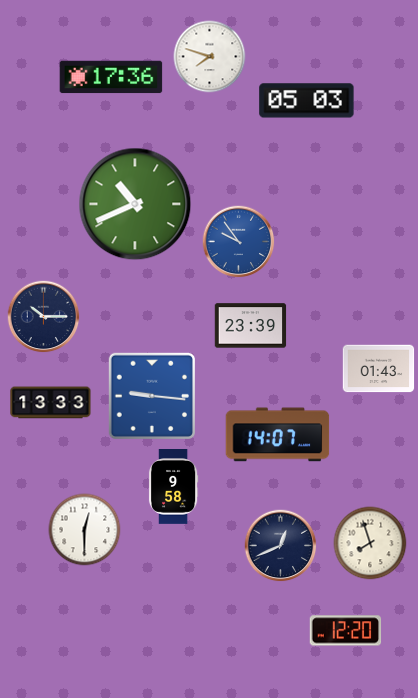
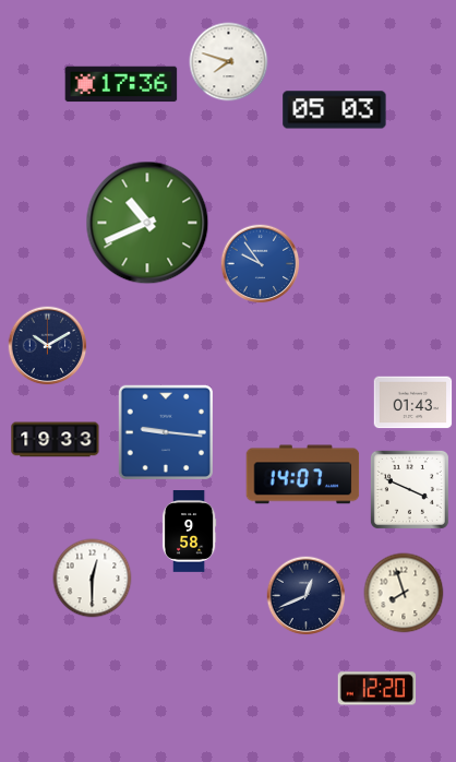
clock at (44, 317): 10:15 -> 10:10
clock at (251, 326): 23:39 -> none
clock at (51, 403): 13:33 -> 19:33
clock at (409, 489): none -> 3:49
